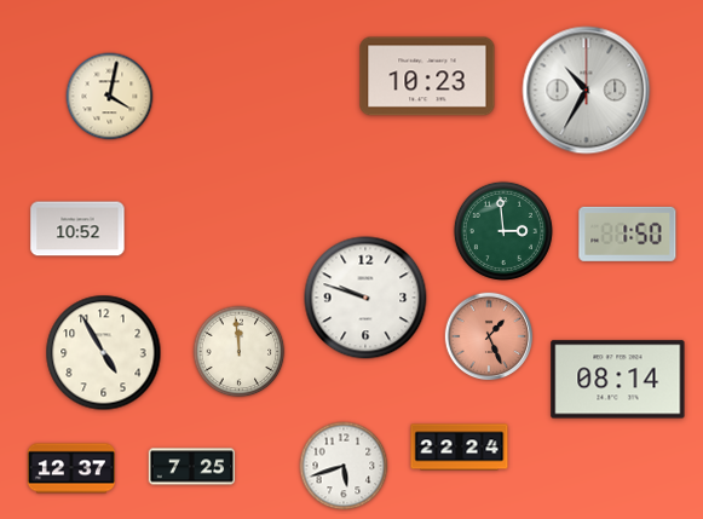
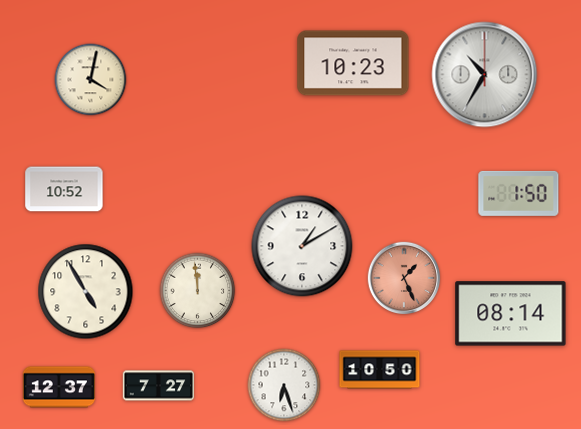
clock at (503, 231): 2:59 -> none
clock at (365, 298): 9:48 -> 1:10
clock at (460, 448): 22:24 -> 10:50
clock at (344, 466): 5:42 -> 6:27
clock at (192, 467): 7:25 -> 7:27
